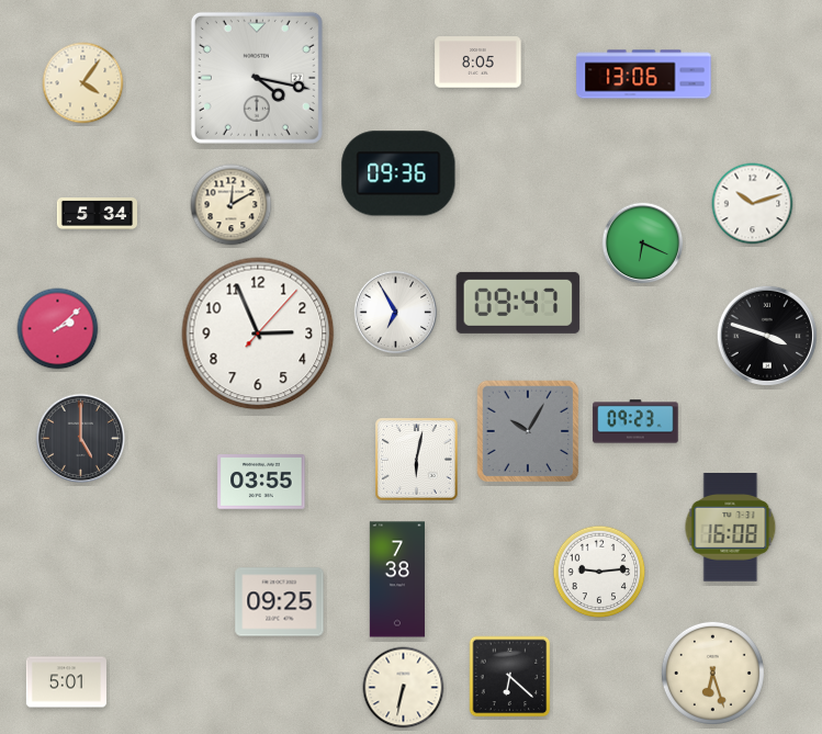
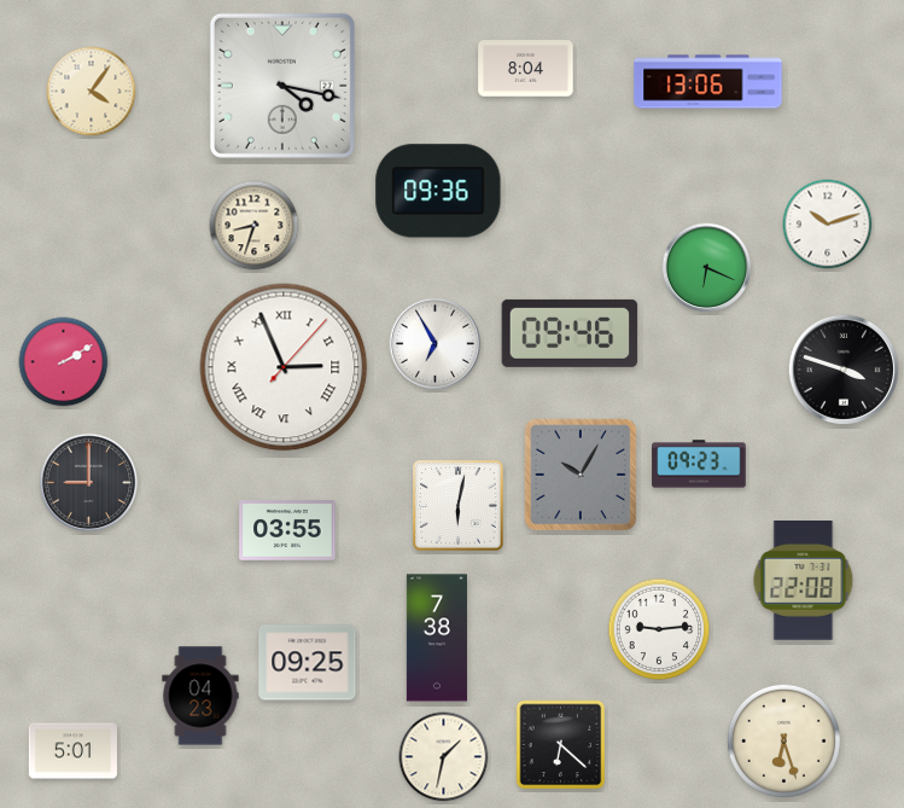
clock at (478, 63): 8:05 -> 8:04
clock at (232, 205): 12:10 -> 8:33
clock at (97, 213): 5:34 -> none
clock at (518, 303): 09:47 -> 09:46
clock at (58, 329): 2:08 -> 2:10
clock at (258, 334) numerals: Arabic -> Roman
clock at (81, 439): 5:00 -> 9:00
clock at (731, 528): 16:08 -> 22:08
clock at (200, 696): none -> 04:23
clock at (404, 688): 6:32 -> 1:32
